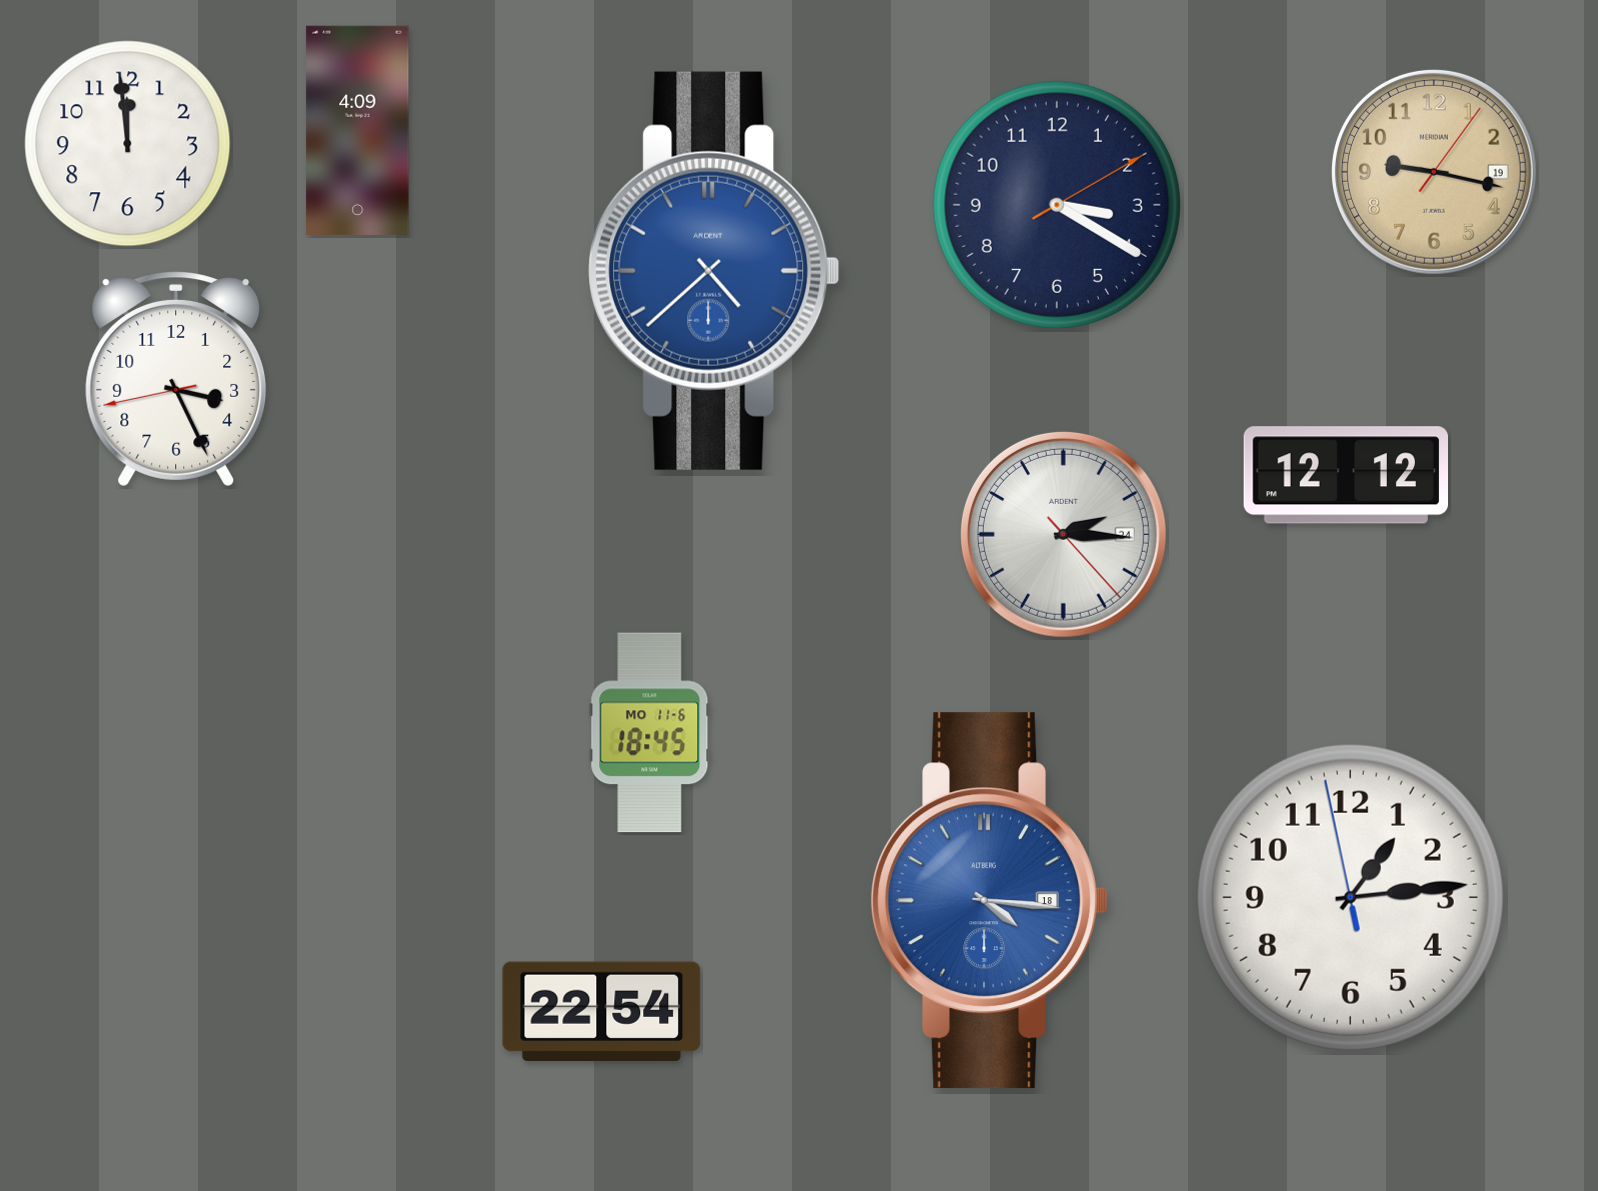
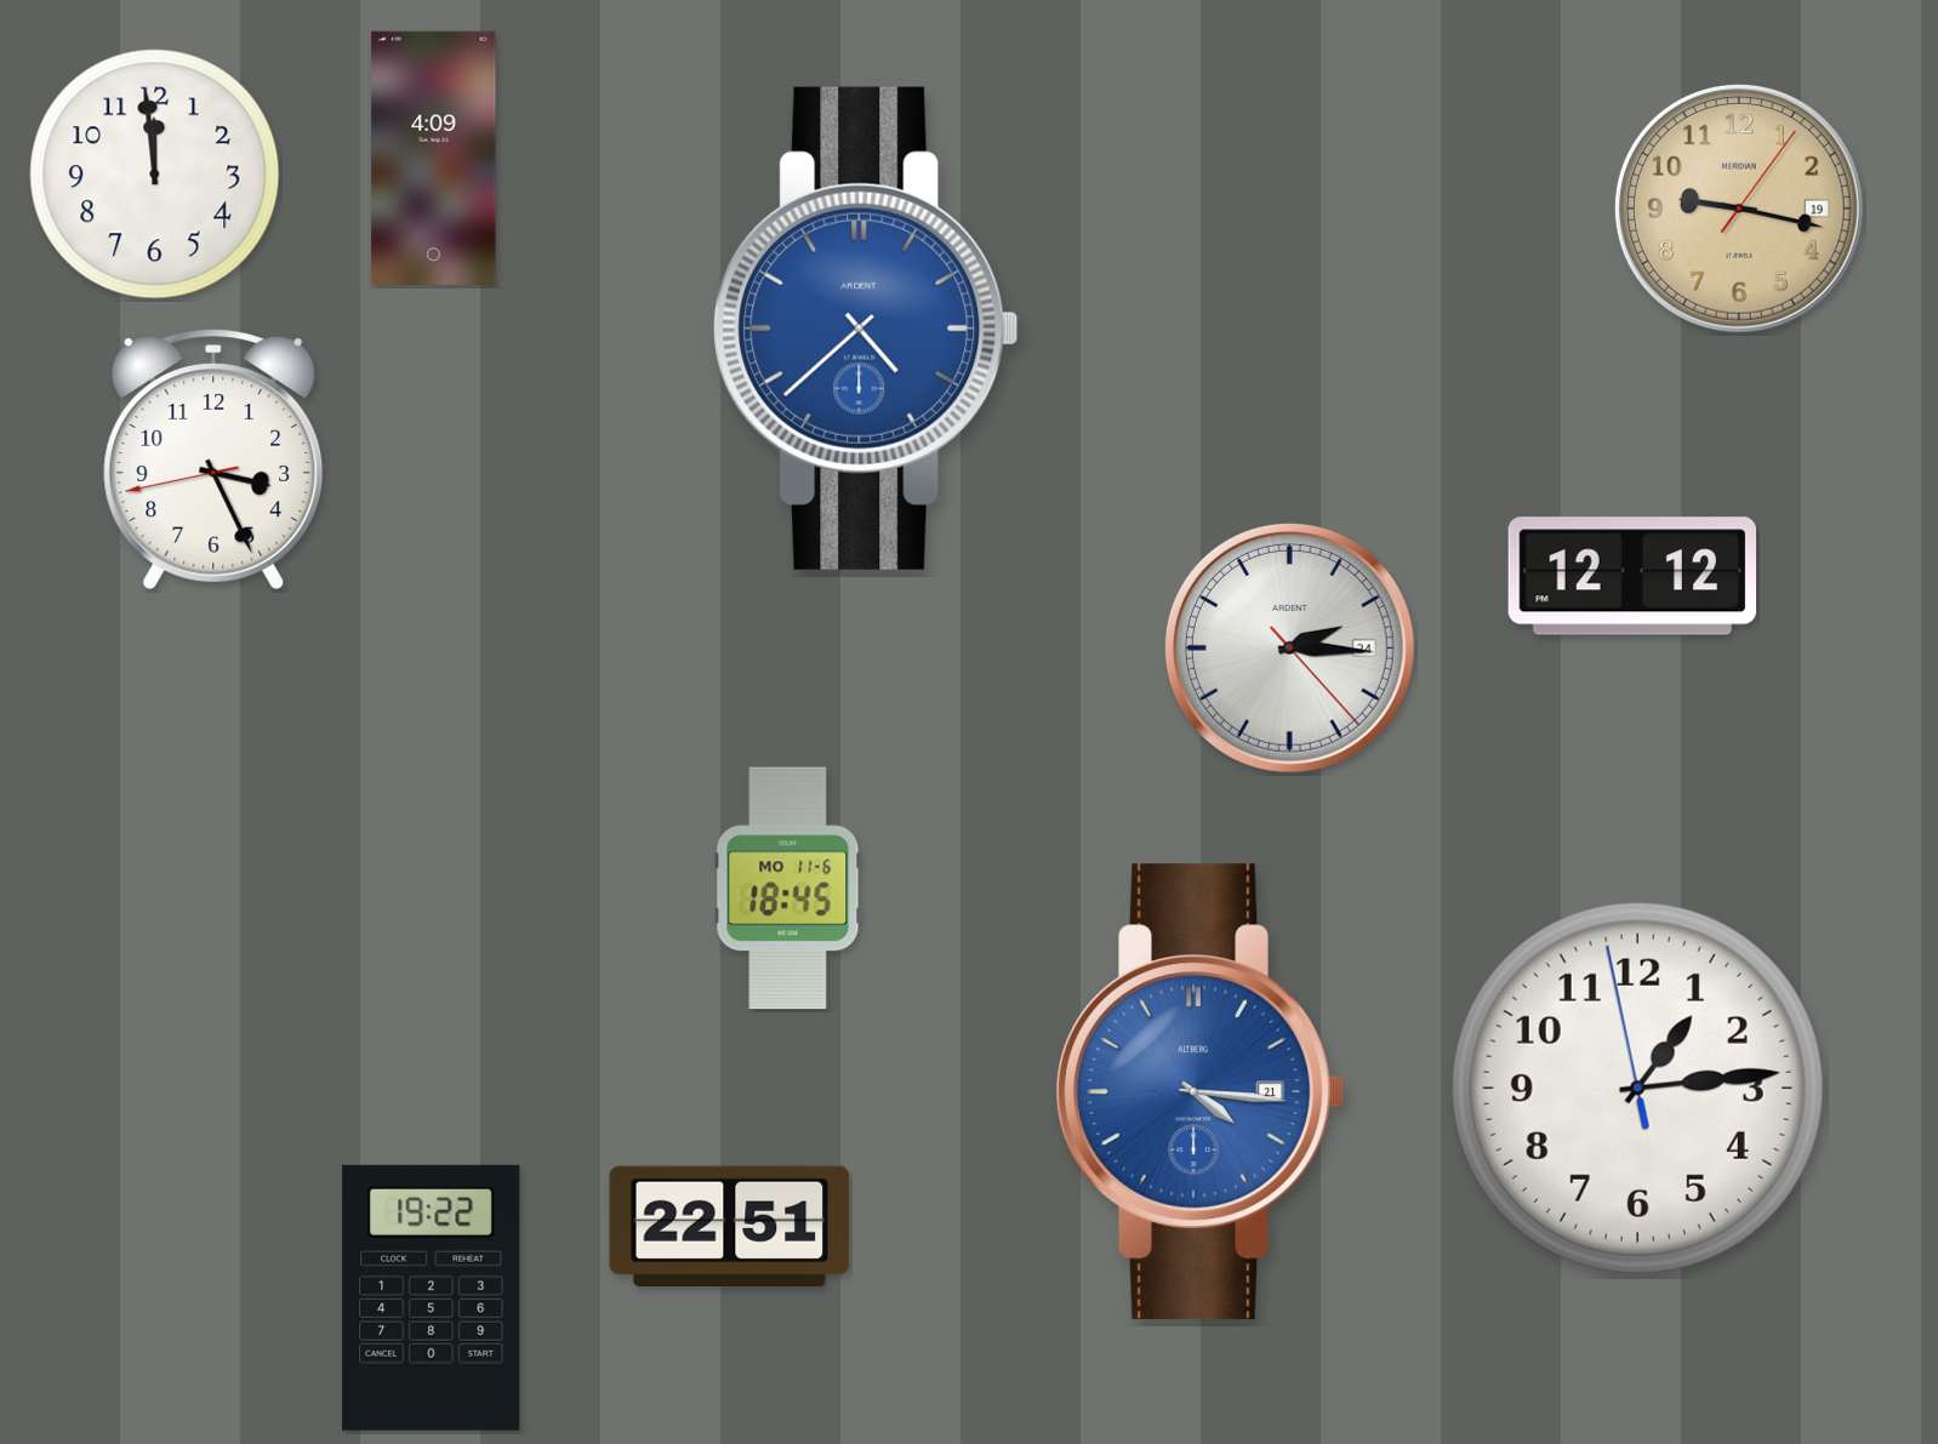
clock at (1057, 205): 3:20 -> none
clock at (989, 901) date: 18 -> 21
clock at (602, 1011): 22:54 -> 22:51
clock at (432, 1297): none -> 19:22
